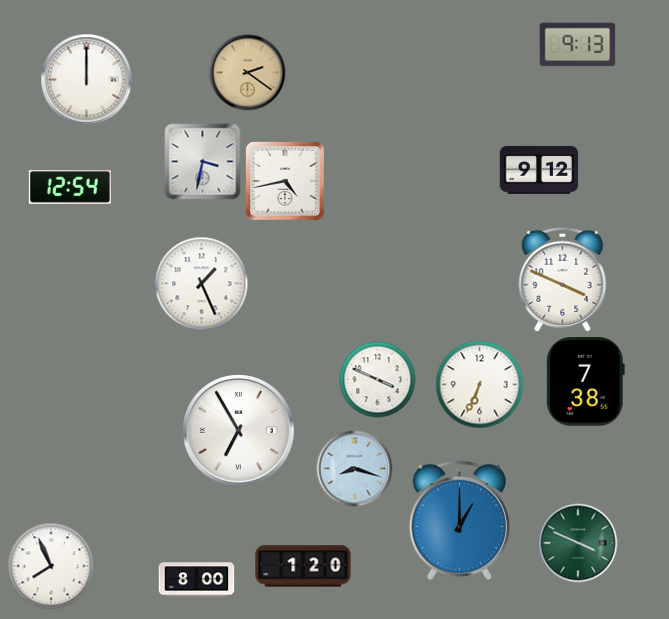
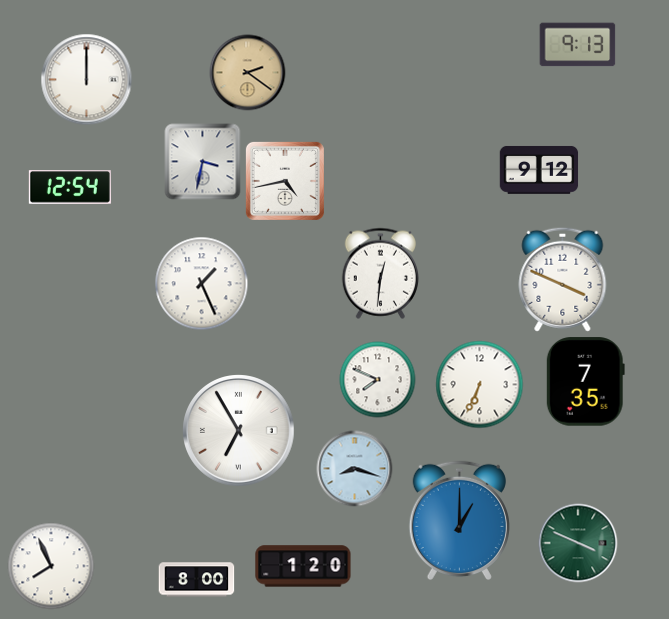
clock at (380, 273): none -> 12:31
clock at (378, 380): 3:49 -> 7:49
clock at (585, 382): 7:38 -> 7:35
